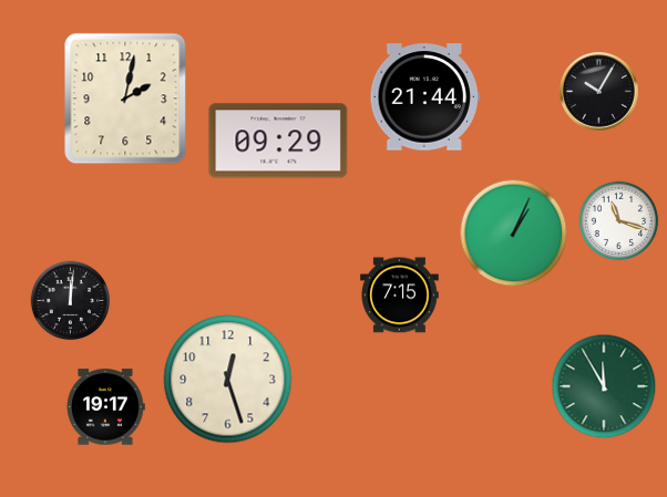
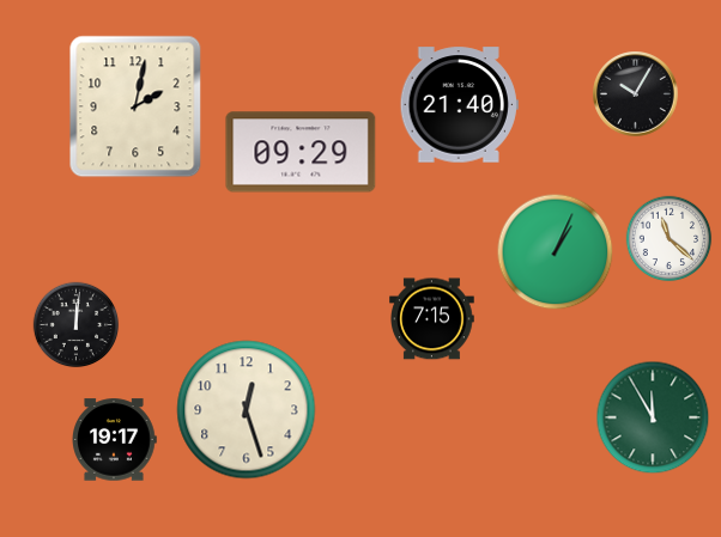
clock at (599, 92) position: (599, 92) -> (636, 94)
clock at (424, 97): 21:44 -> 21:40
clock at (619, 221): 11:18 -> 11:22
